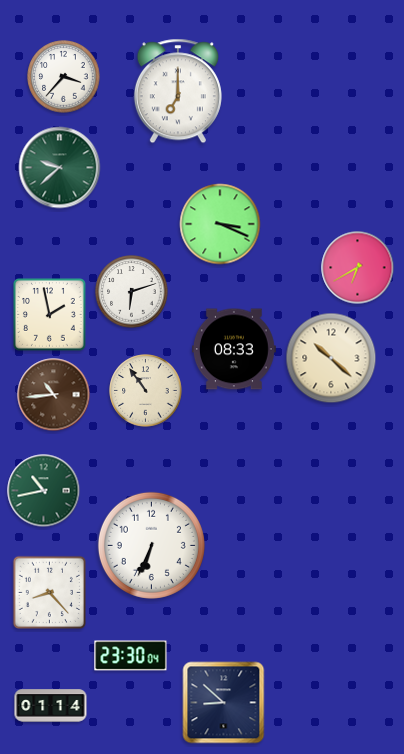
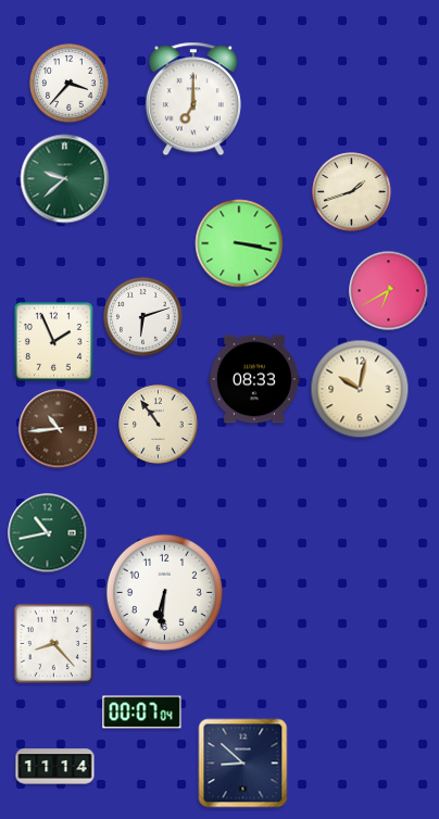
clock at (60, 168) position: (60, 168) -> (65, 179)
clock at (352, 192): none -> 1:42
clock at (220, 224): 3:19 -> 3:17
clock at (50, 315): 1:58 -> 1:56
clock at (331, 358): 10:22 -> 10:02
clock at (151, 545): 6:34 -> 6:31
clock at (131, 656): 23:30 -> 00:07
clock at (51, 706): 01:14 -> 11:14
